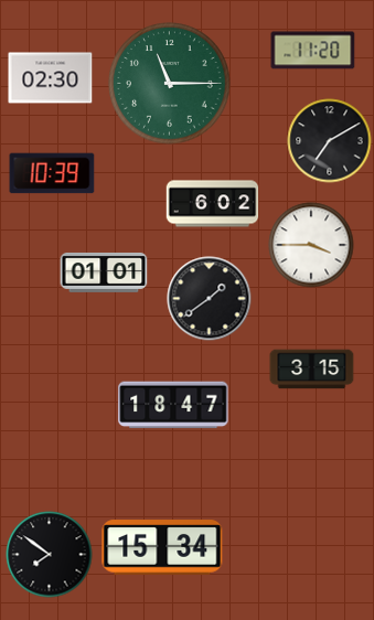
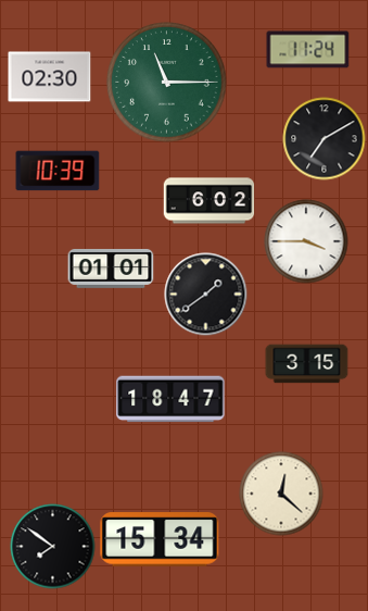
clock at (313, 51): 11:20 -> 11:24
clock at (52, 173) position: (52, 173) -> (58, 171)
clock at (104, 272) position: (104, 272) -> (111, 269)
clock at (281, 494): none -> 12:22
clock at (50, 555) position: (50, 555) -> (53, 547)
